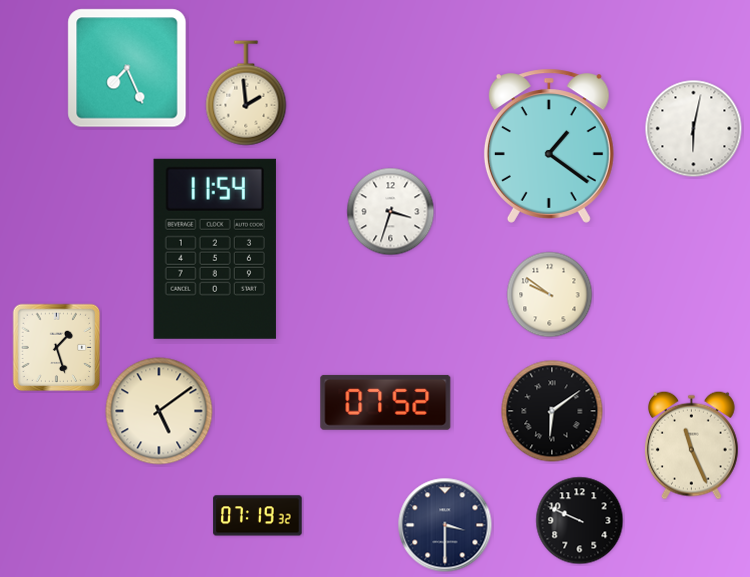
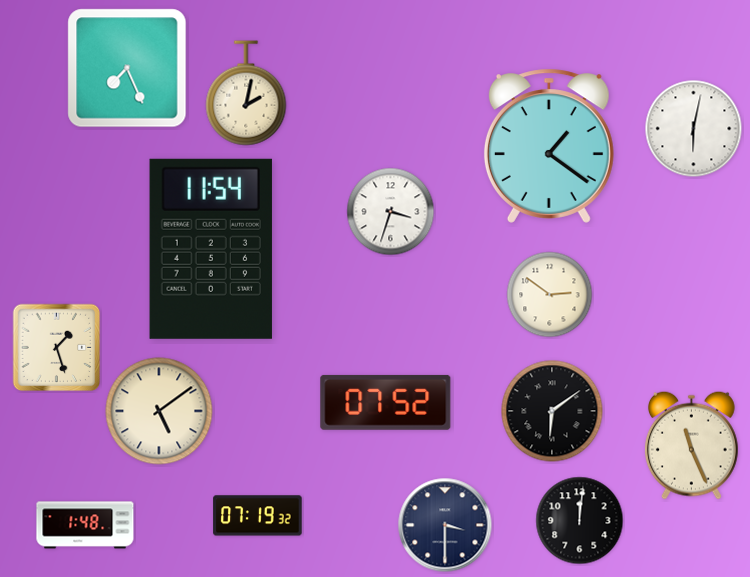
clock at (246, 93): 1:59 -> 2:02
clock at (215, 249) position: (215, 249) -> (211, 249)
clock at (550, 295): 9:51 -> 2:51
clock at (580, 521): 9:49 -> 12:01
clock at (85, 525): none -> 1:48
